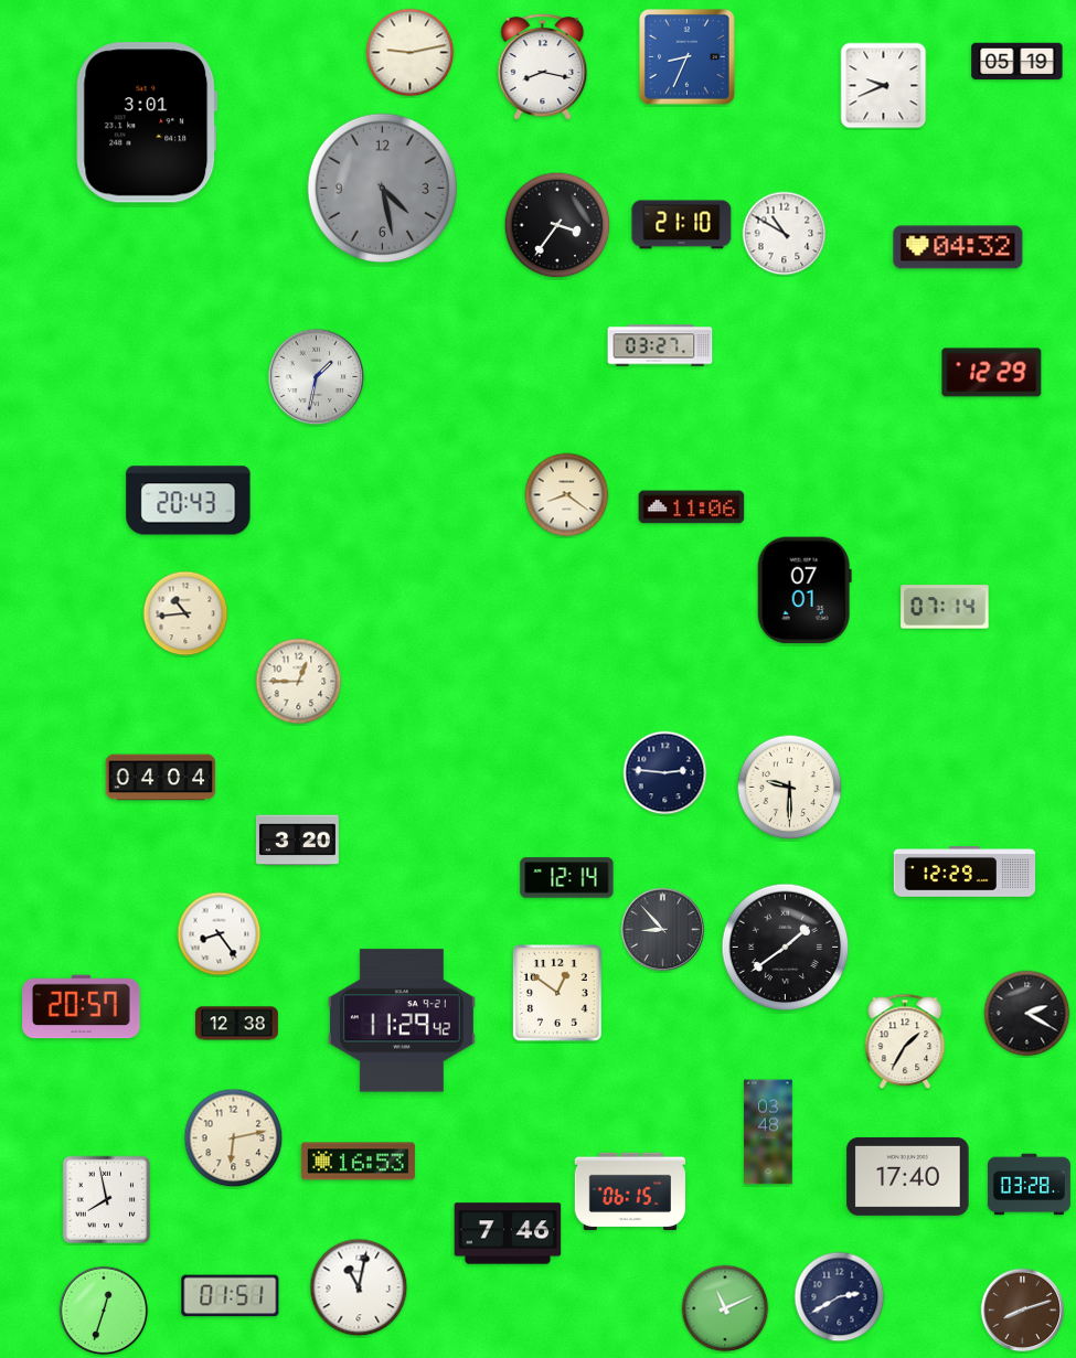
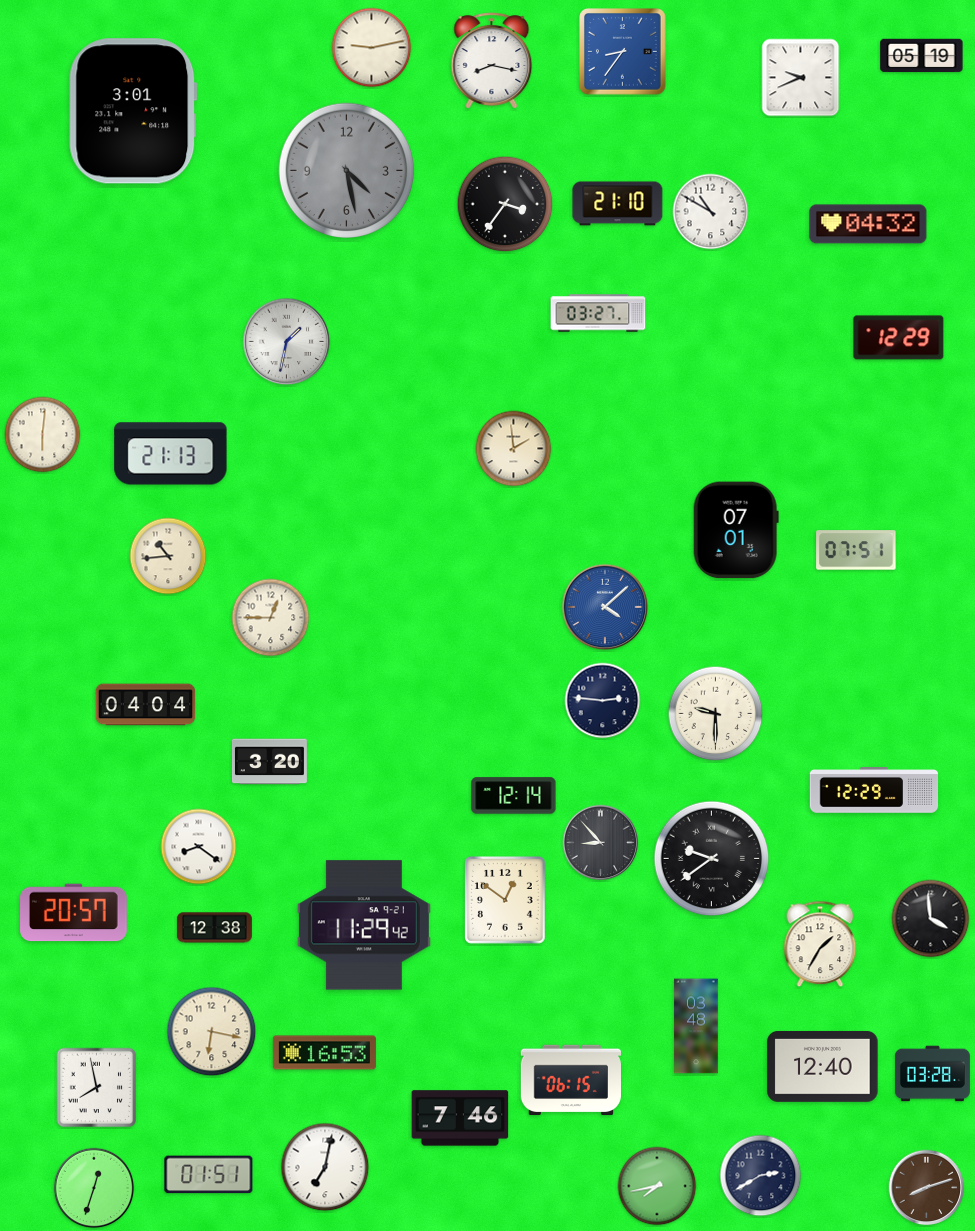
clock at (688, 57): 8:34 -> 8:36
clock at (43, 435): none -> 6:01
clock at (567, 495): 8:21 -> 1:59
clock at (189, 501): 20:43 -> 21:13
clock at (692, 507): 11:06 -> none
clock at (805, 590) position: (805, 590) -> (736, 530)
clock at (945, 607): 07:14 -> 07:51
clock at (605, 607): none -> 4:08
clock at (220, 934): 8:24 -> 8:21
clock at (786, 948): 1:39 -> 9:39
clock at (1027, 1014): 2:20 -> 3:59
clock at (234, 1138): 6:13 -> 6:17
clock at (908, 1176): 17:40 -> 12:40
clock at (359, 1287): 11:02 -> 7:02
clock at (725, 1308): 11:11 -> 7:43
